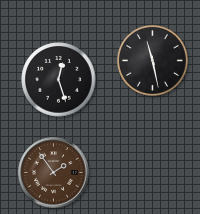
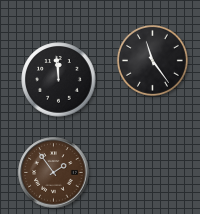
clock at (152, 60): 11:28 -> 11:24
clock at (59, 80): 12:27 -> 11:59
